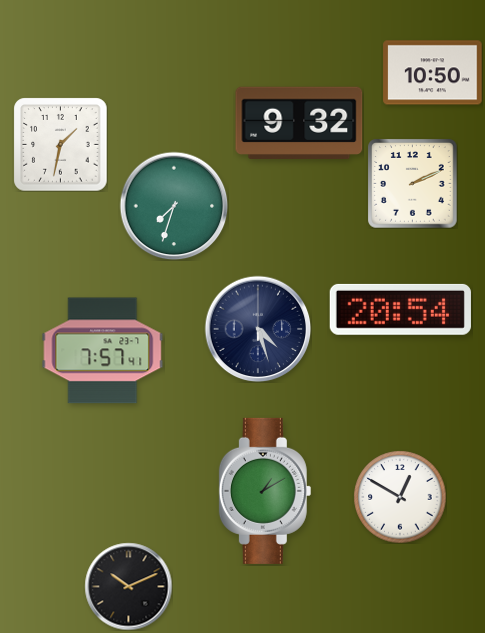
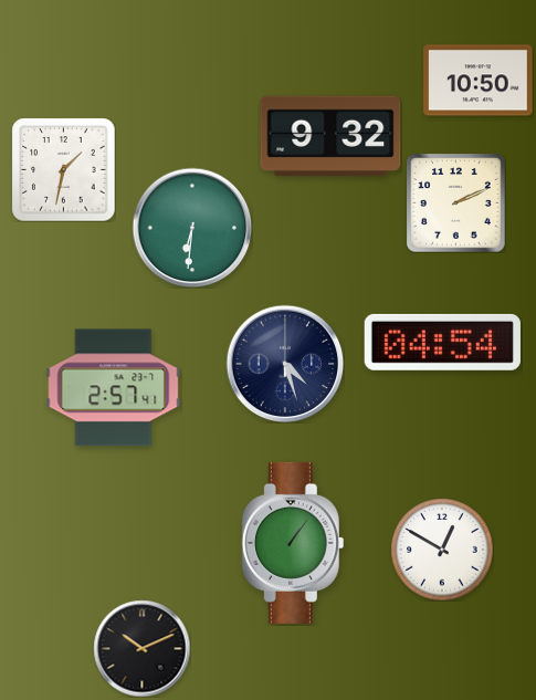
clock at (60, 144) position: (60, 144) -> (63, 169)
clock at (174, 206): 7:33 -> 6:31
clock at (400, 309): 20:54 -> 04:54
clock at (103, 351): 7:57 -> 2:57
clock at (265, 491): 1:10 -> 1:06
